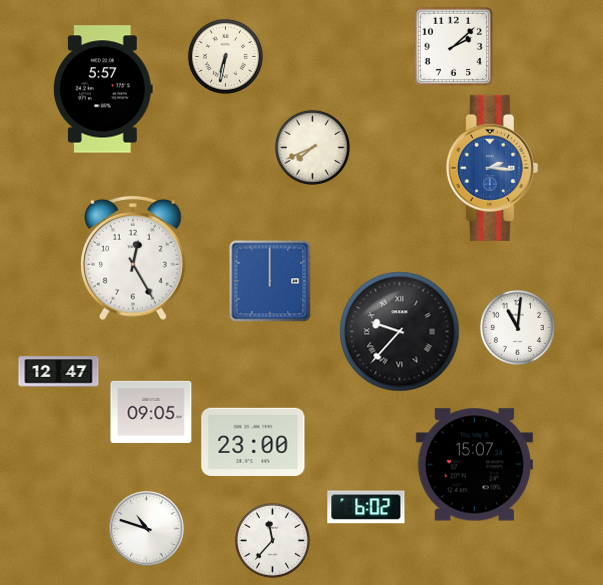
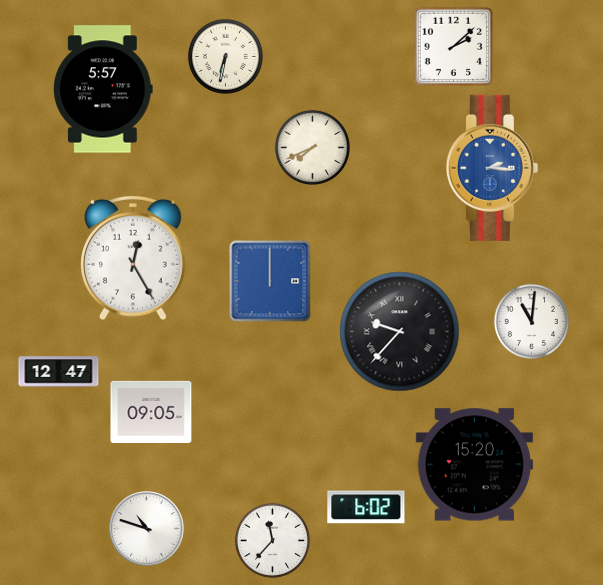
clock at (517, 327) position: (517, 327) -> (531, 321)
clock at (253, 441): 23:00 -> none
clock at (474, 465): 15:07 -> 15:20
